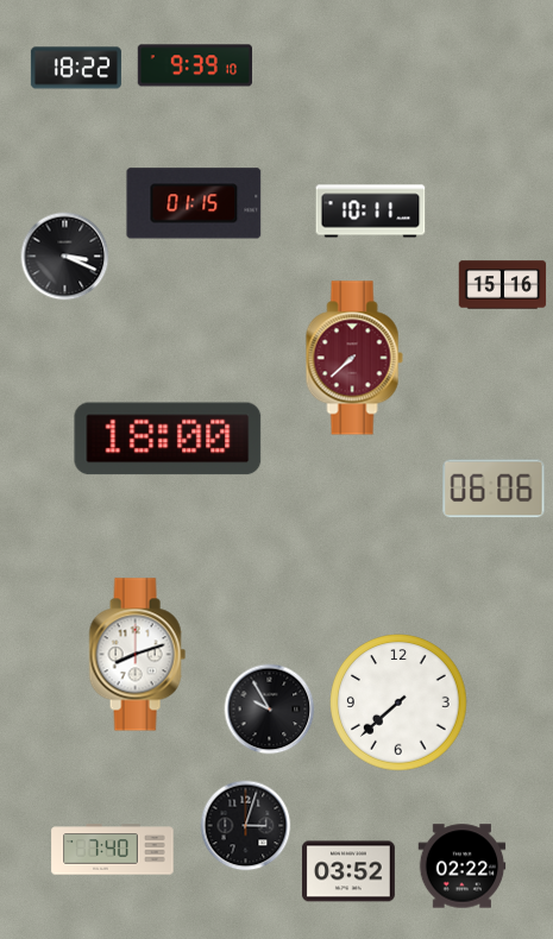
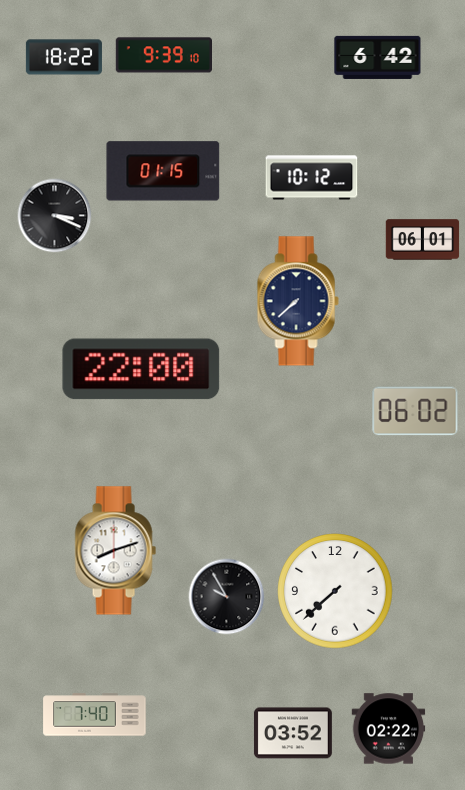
clock at (378, 57): none -> 6:42
clock at (371, 212): 10:11 -> 10:12
clock at (503, 285): 15:16 -> 06:01
clock at (354, 358) dial: burgundy -> navy
clock at (168, 439): 18:00 -> 22:00
clock at (494, 489): 06:06 -> 06:02
clock at (246, 826): 3:03 -> none
